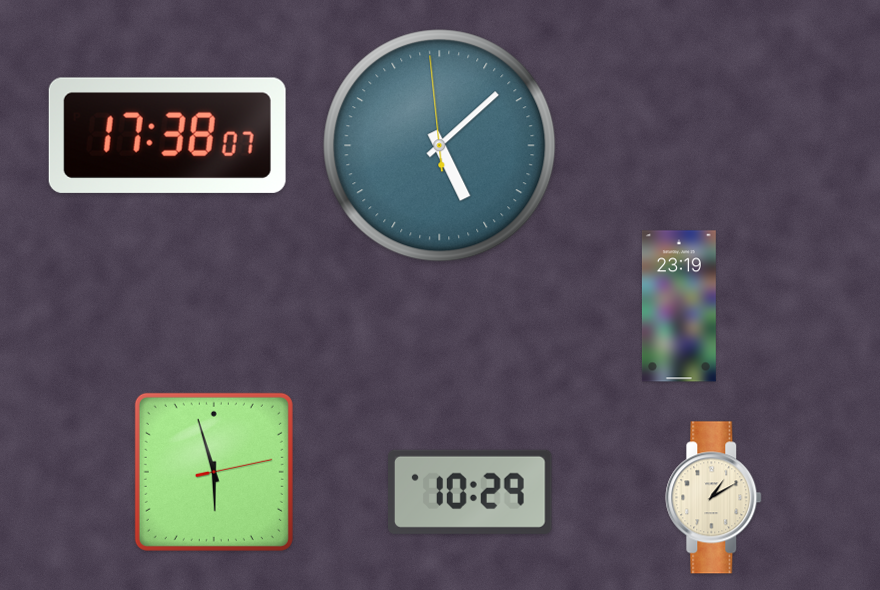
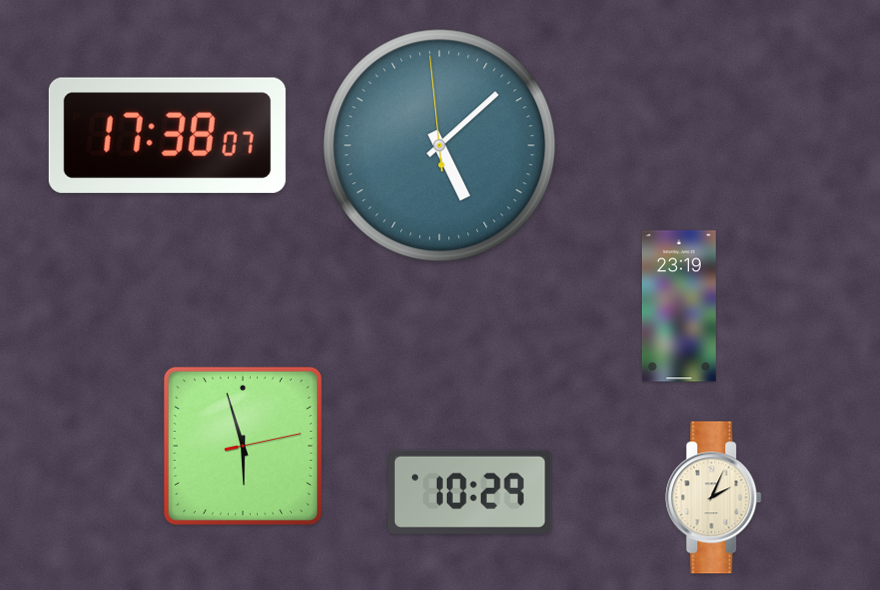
clock at (214, 472) position: (214, 472) -> (243, 446)
clock at (714, 498): 1:10 -> 2:04
